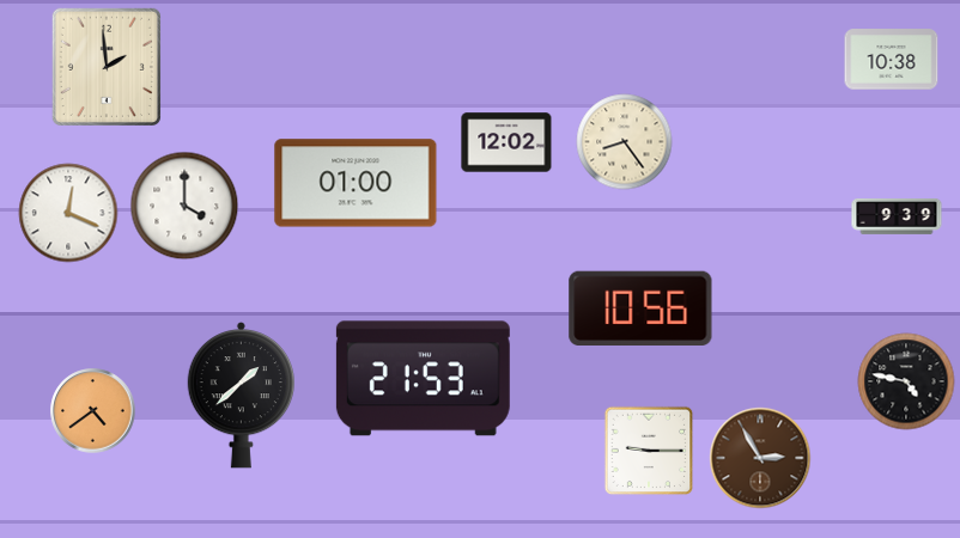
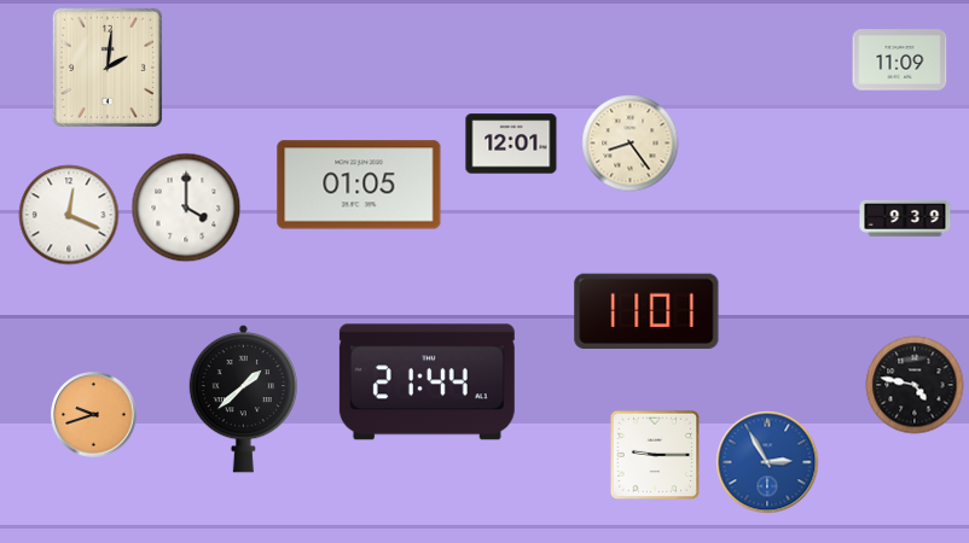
clock at (892, 60): 10:38 -> 11:09
clock at (107, 67): 1:59 -> 2:01
clock at (506, 142): 12:02 -> 12:01
clock at (356, 183): 01:00 -> 01:05
clock at (640, 307): 10:56 -> 11:01
clock at (423, 379): 21:53 -> 21:44
clock at (93, 411): 4:39 -> 9:42
clock at (760, 458) dial: brown -> blue
